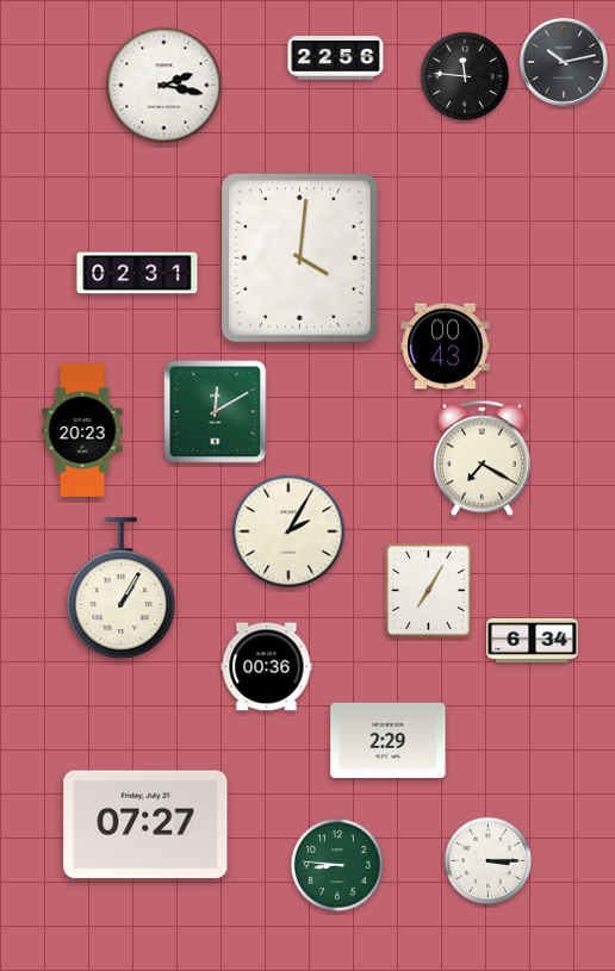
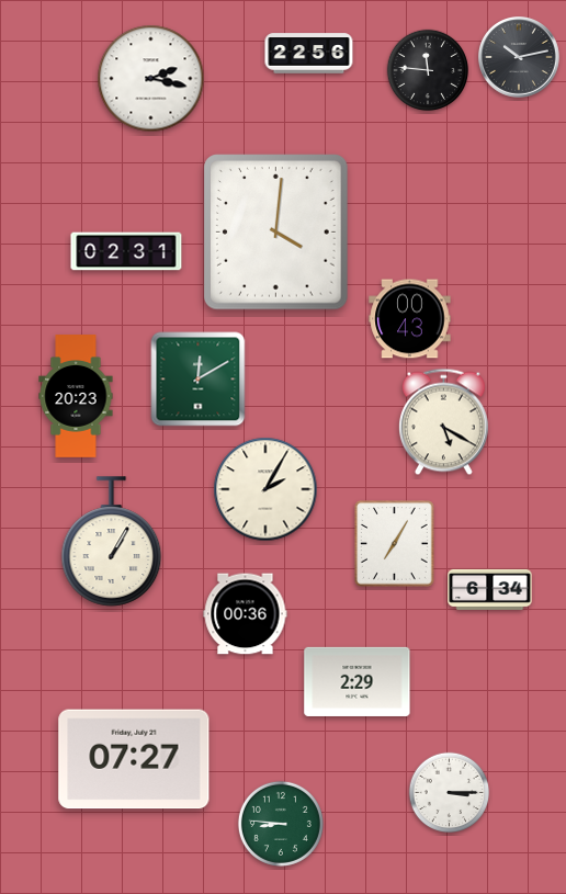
clock at (300, 259) position: (300, 259) -> (276, 233)
clock at (482, 459): 7:20 -> 5:20
clock at (337, 865) position: (337, 865) -> (281, 824)
